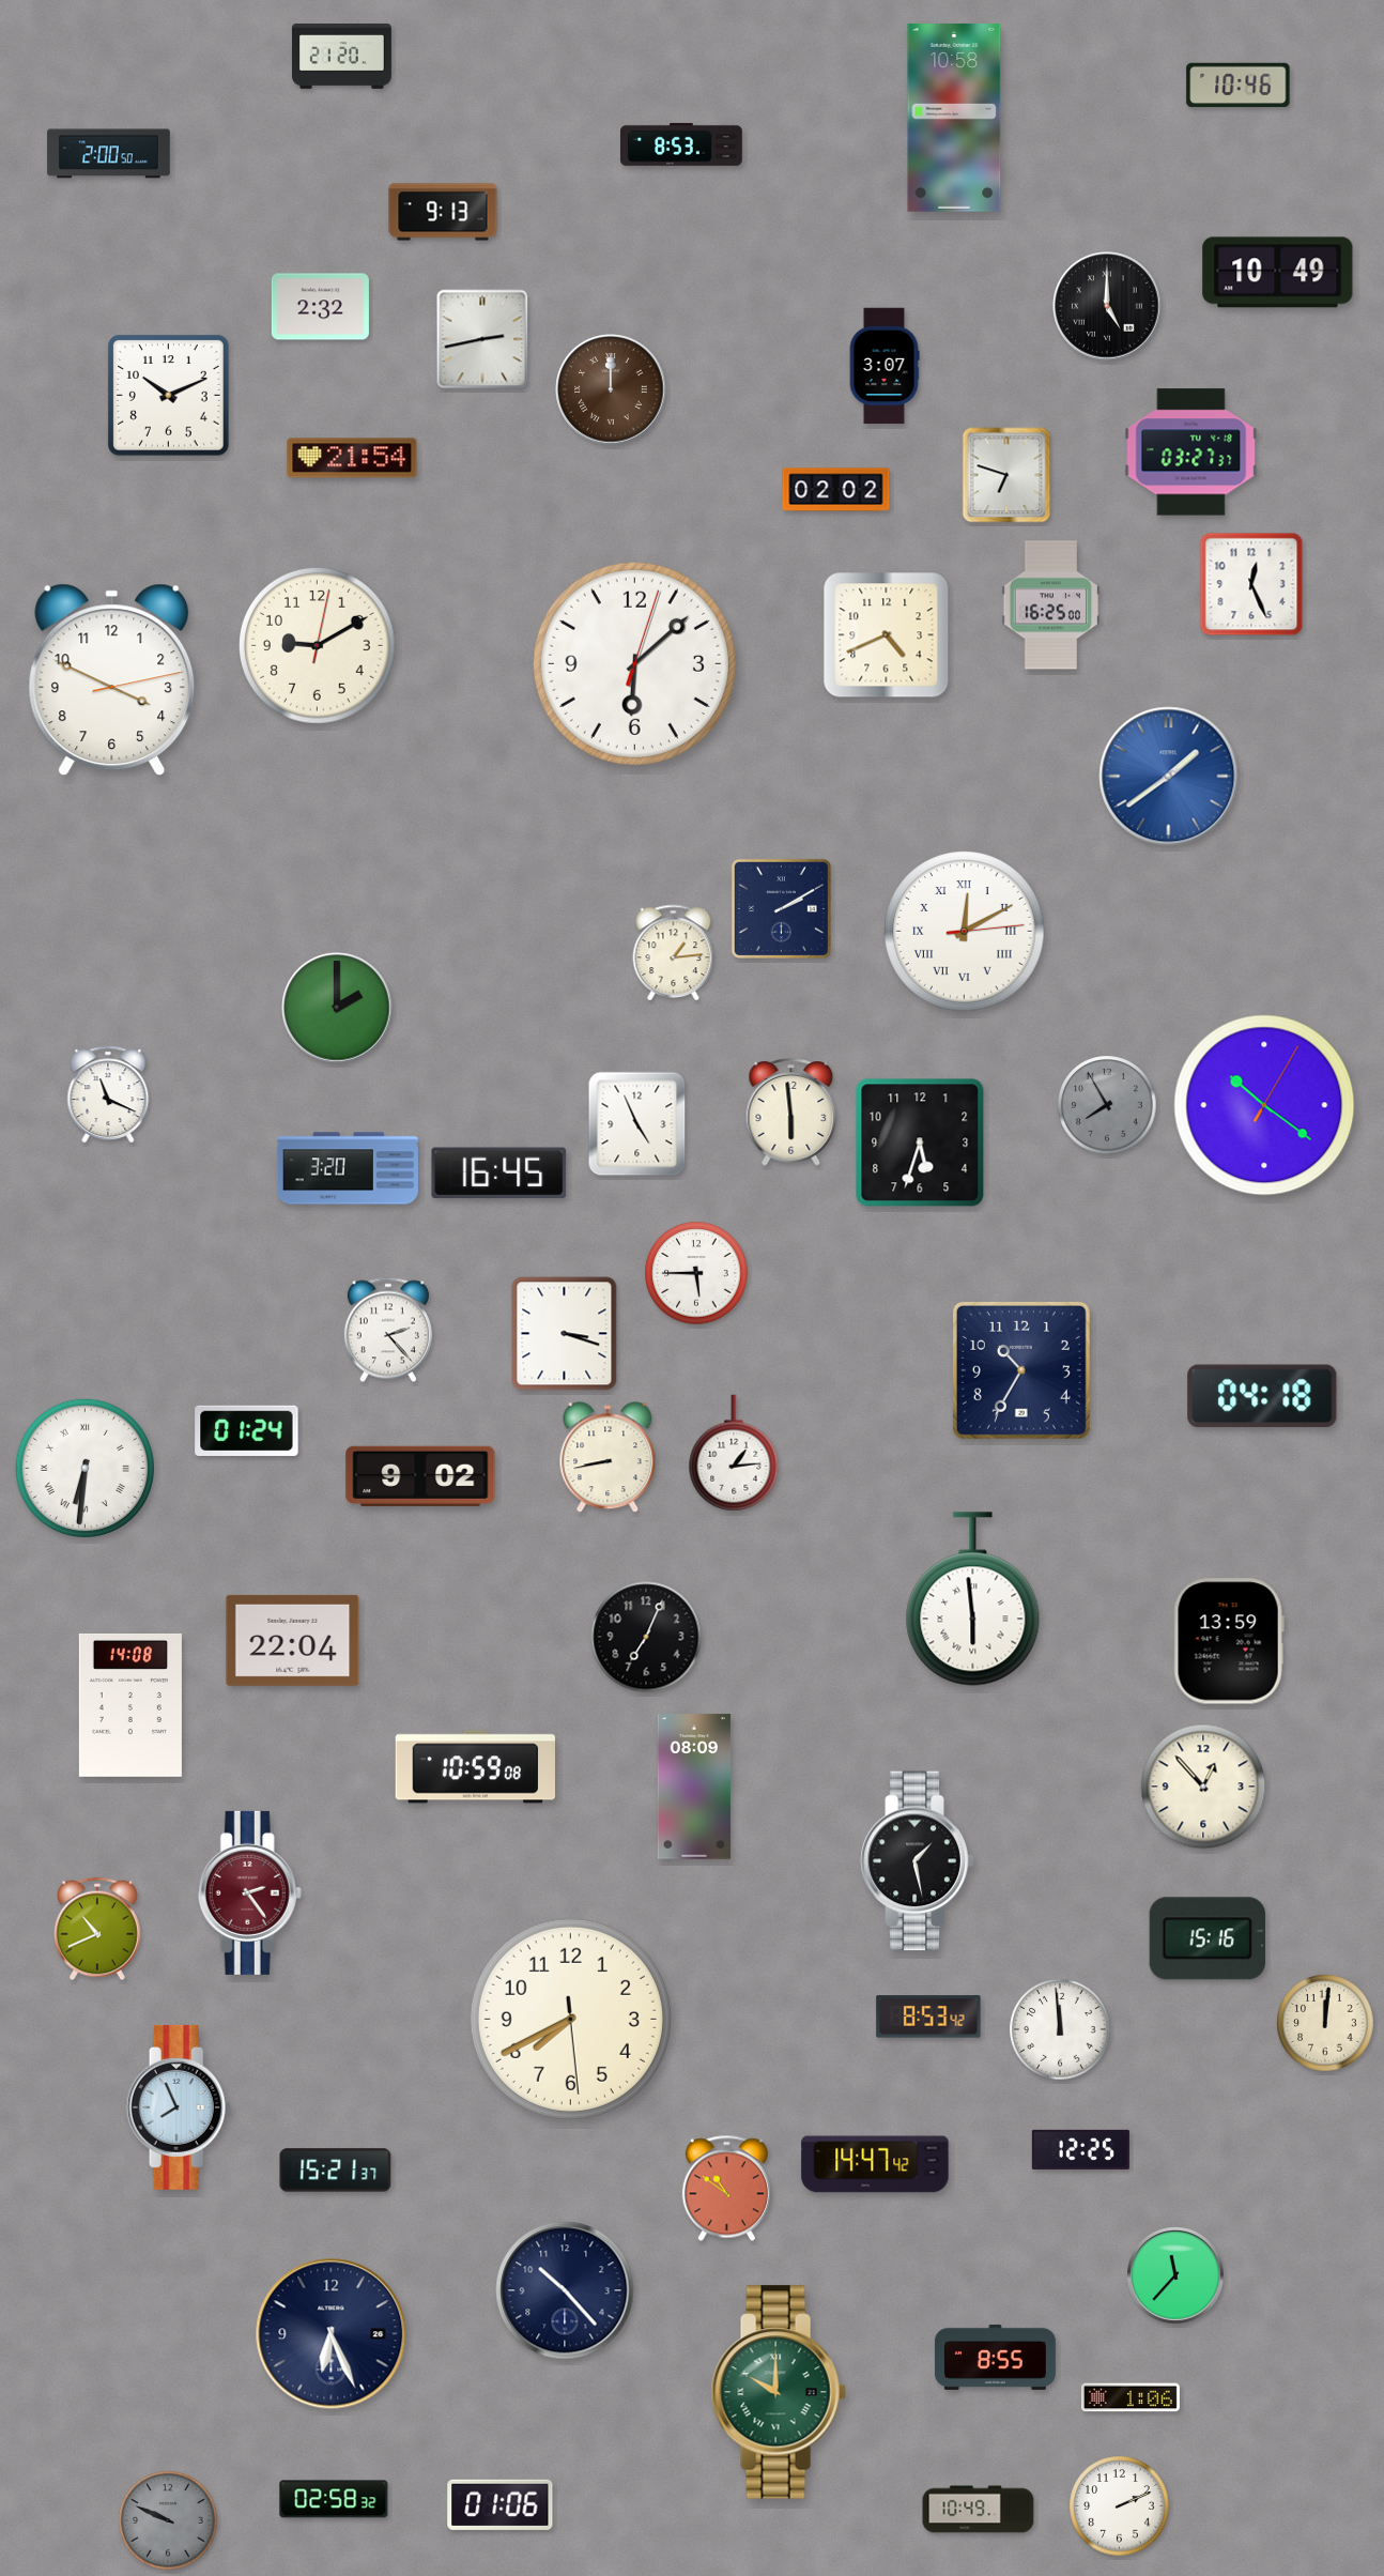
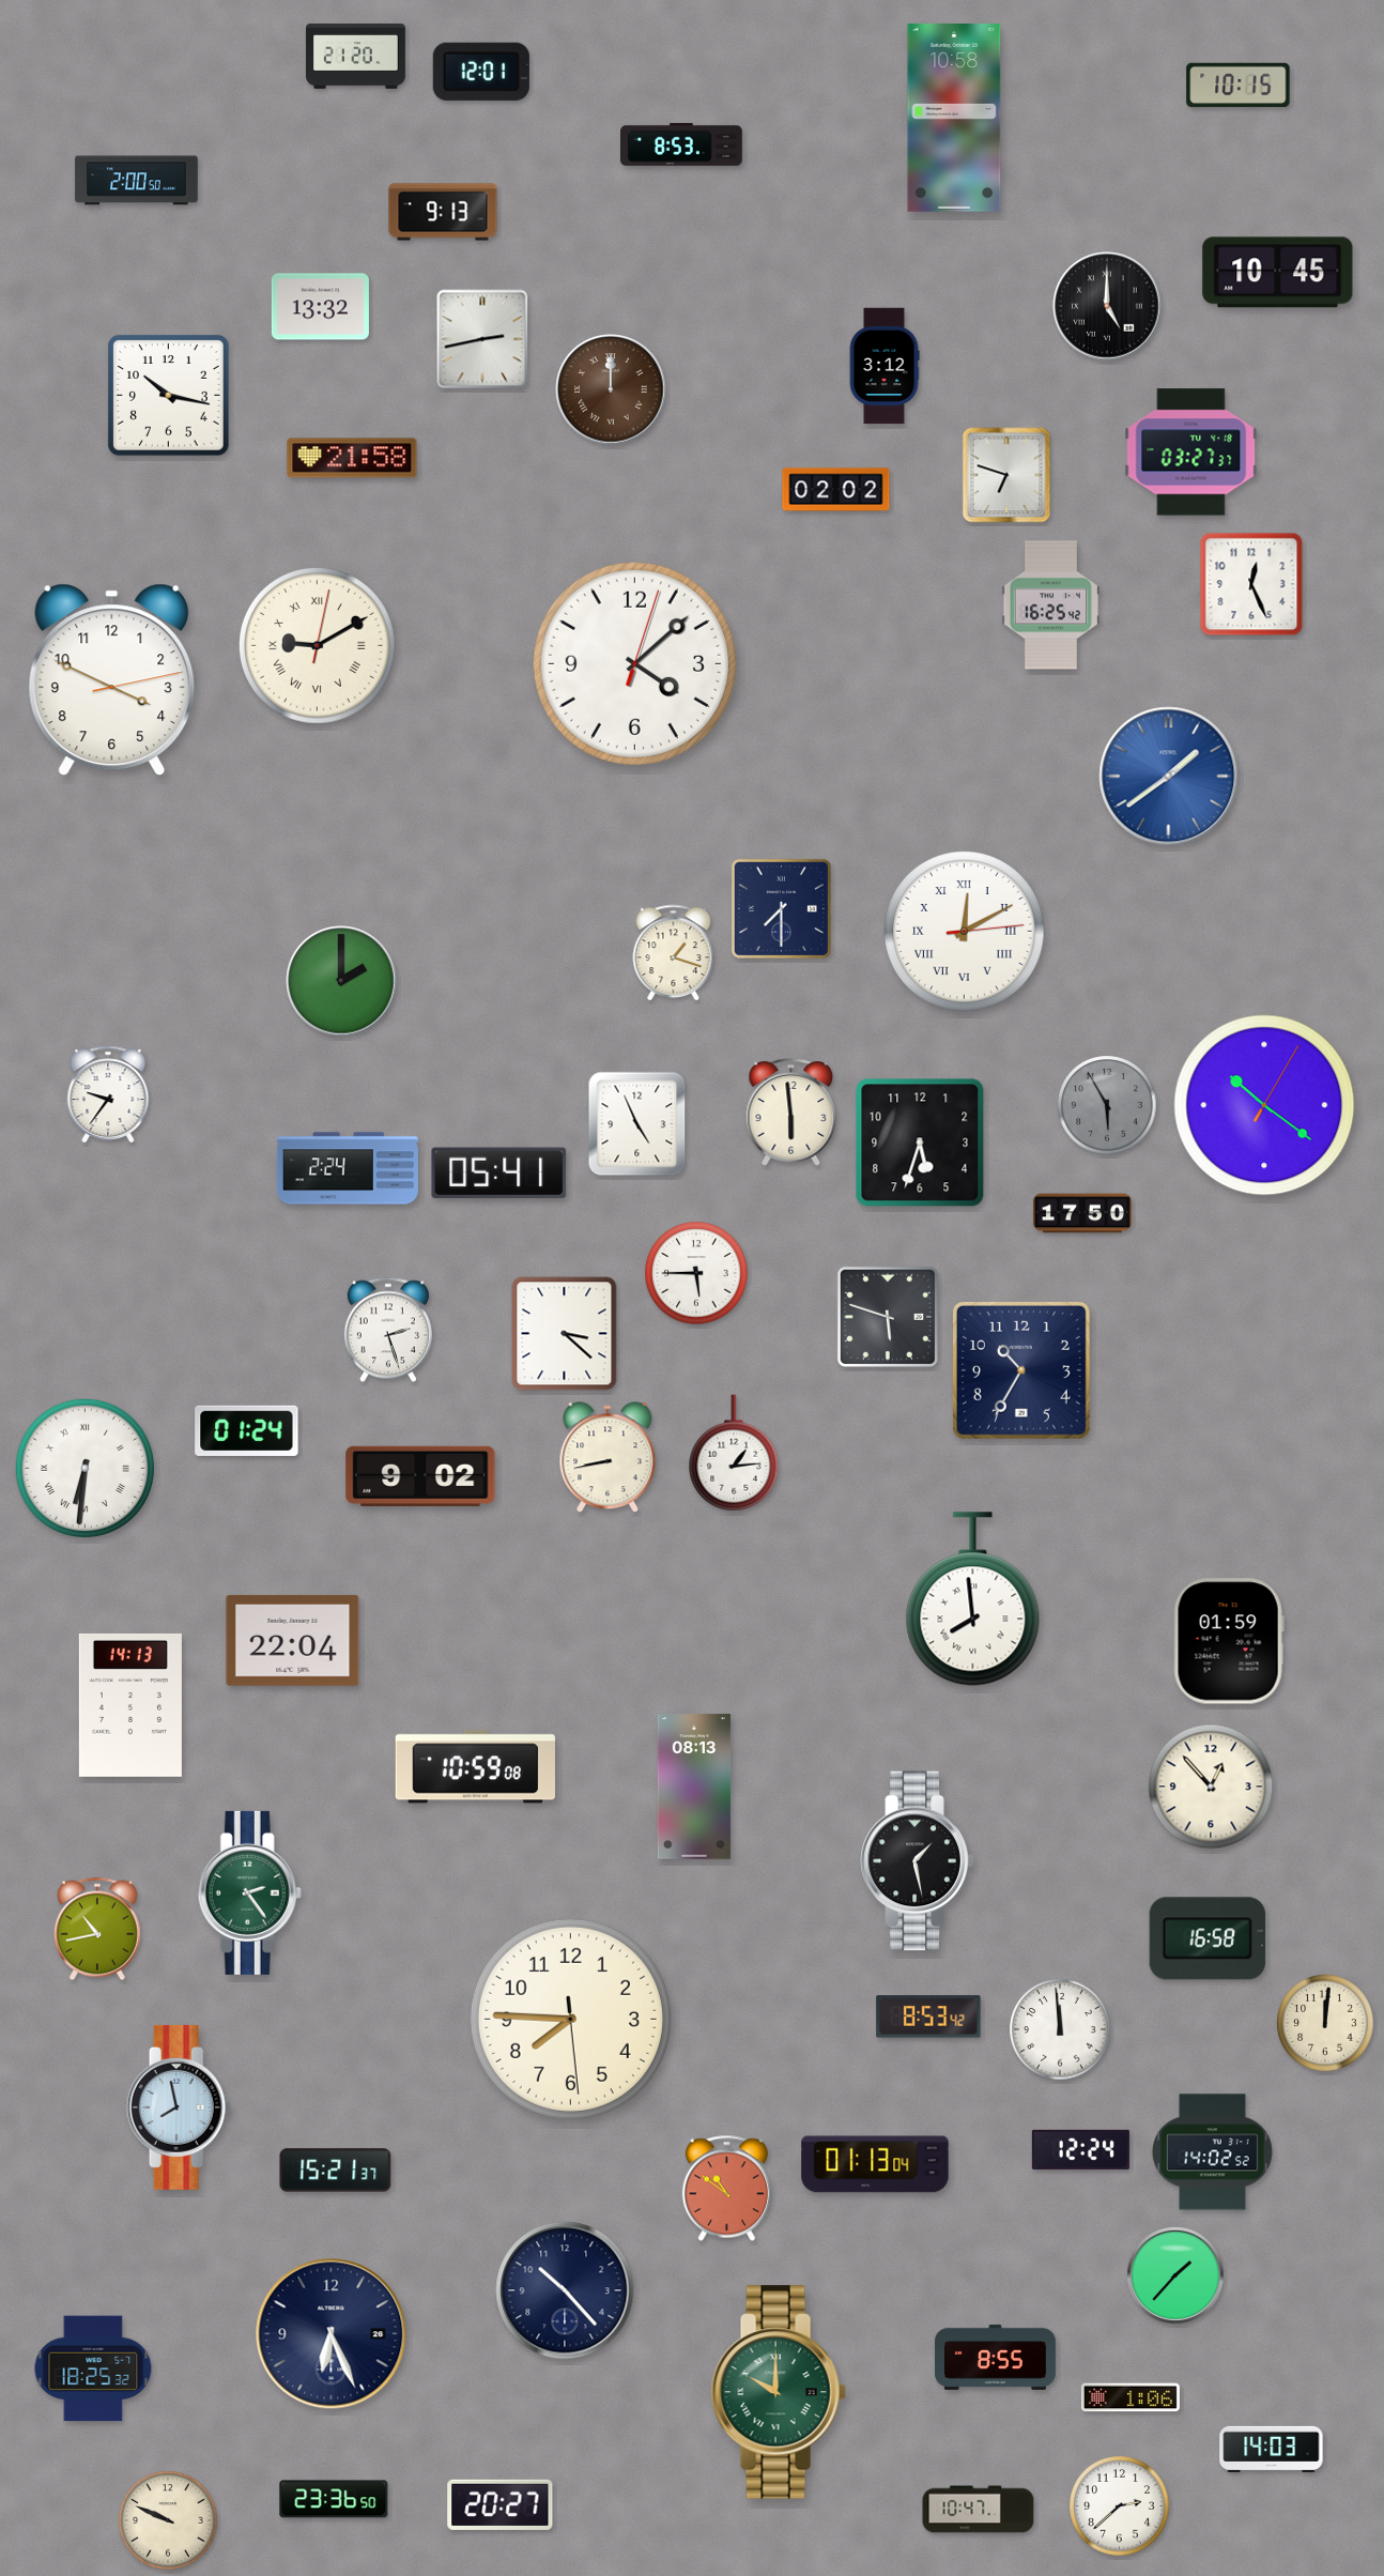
clock at (342, 57) position: (342, 57) -> (356, 57)
clock at (481, 72): none -> 12:01
clock at (1239, 86): 10:46 -> 10:15
clock at (109, 154) position: (109, 154) -> (137, 181)
clock at (1278, 273): 10:49 -> 10:45
clock at (320, 307): 2:32 -> 13:32
clock at (885, 366): 3:07 -> 3:12
clock at (169, 396): 10:11 -> 10:17
clock at (352, 458): 21:54 -> 21:58
clock at (1051, 605): 16:25:00 -> 16:25:42
clock at (887, 635): 4:41 -> none
clock at (317, 645) numerals: Arabic -> Roman
clock at (634, 663): 6:08 -> 4:08
clock at (781, 908): 2:10 -> 7:30
clock at (674, 952): 1:14 -> 1:18
clock at (337, 1008) position: (337, 1008) -> (341, 981)
clock at (108, 1094): 11:19 -> 9:36
clock at (1107, 1105): 7:55 -> 5:55
clock at (348, 1168): 3:20 -> 2:24
clock at (499, 1174): 16:45 -> 05:41
clock at (1082, 1213): none -> 17:50
clock at (887, 1316): none -> 5:48
clock at (388, 1330): 2:23 -> 2:27
clock at (565, 1334): 3:18 -> 3:22
clock at (1262, 1396): 04:18 -> none
clock at (973, 1599): 5:59 -> 7:59
clock at (646, 1637): 7:04 -> none
clock at (1229, 1641): 13:59 -> 01:59
clock at (130, 1705): 14:08 -> 14:13
clock at (694, 1787): 08:09 -> 08:13
clock at (1203, 1787) position: (1203, 1787) -> (1211, 1787)
clock at (249, 1892) dial: burgundy -> green
clock at (97, 1929): 10:41 -> 10:43
clock at (1208, 1938): 15:16 -> 16:58
clock at (570, 2019): 7:40 -> 7:45
clock at (179, 2107): 7:56 -> 7:58
clock at (1080, 2149): 12:25 -> 12:24
clock at (1212, 2152): none -> 14:02
clock at (875, 2164): 14:47 -> 01:13
clock at (1175, 2275): 11:37 -> 1:37
clock at (93, 2368): none -> 18:25
clock at (1272, 2449): none -> 14:03
clock at (334, 2499): 02:58 -> 23:36
clock at (501, 2504): 01:06 -> 20:27
clock at (1120, 2506): 2:11 -> 2:38
clock at (979, 2510): 10:49 -> 10:47
clock at (168, 2520) dial: grey -> cream
